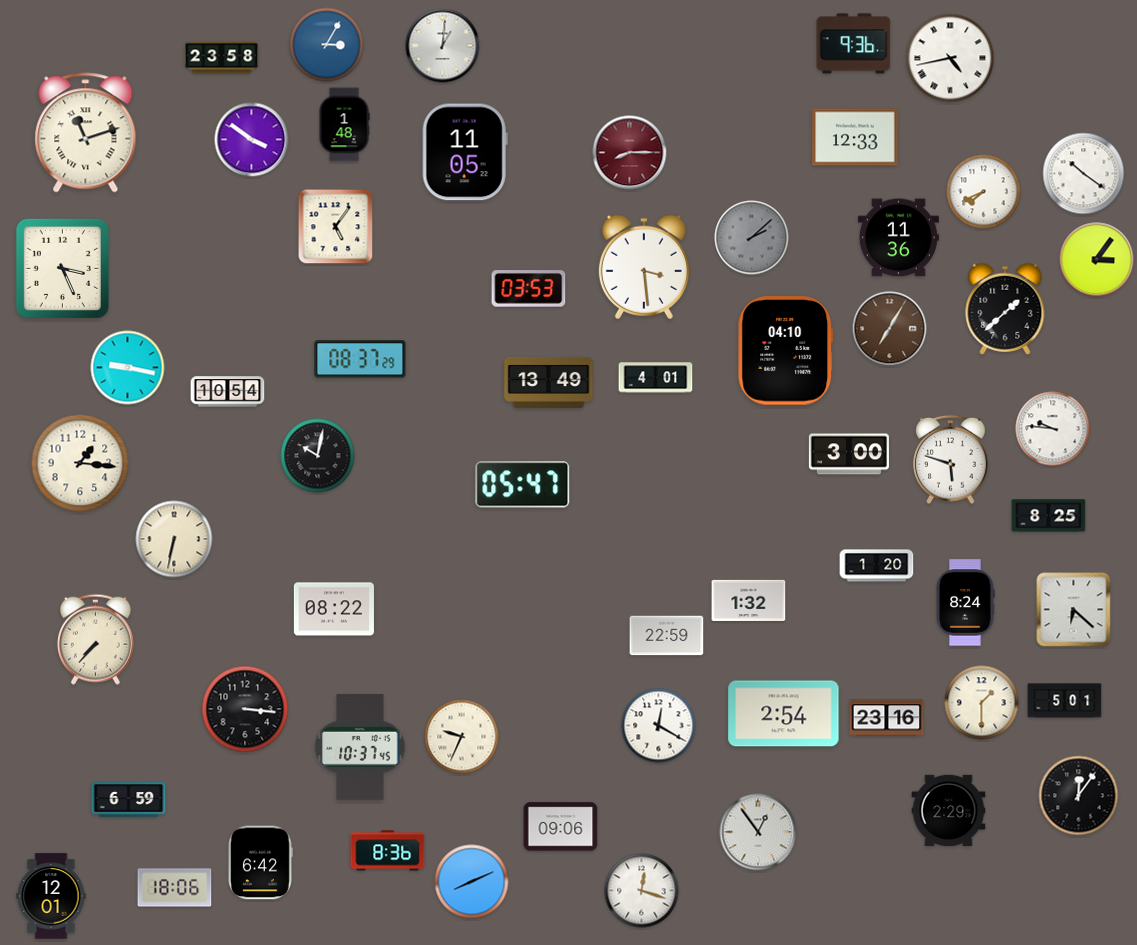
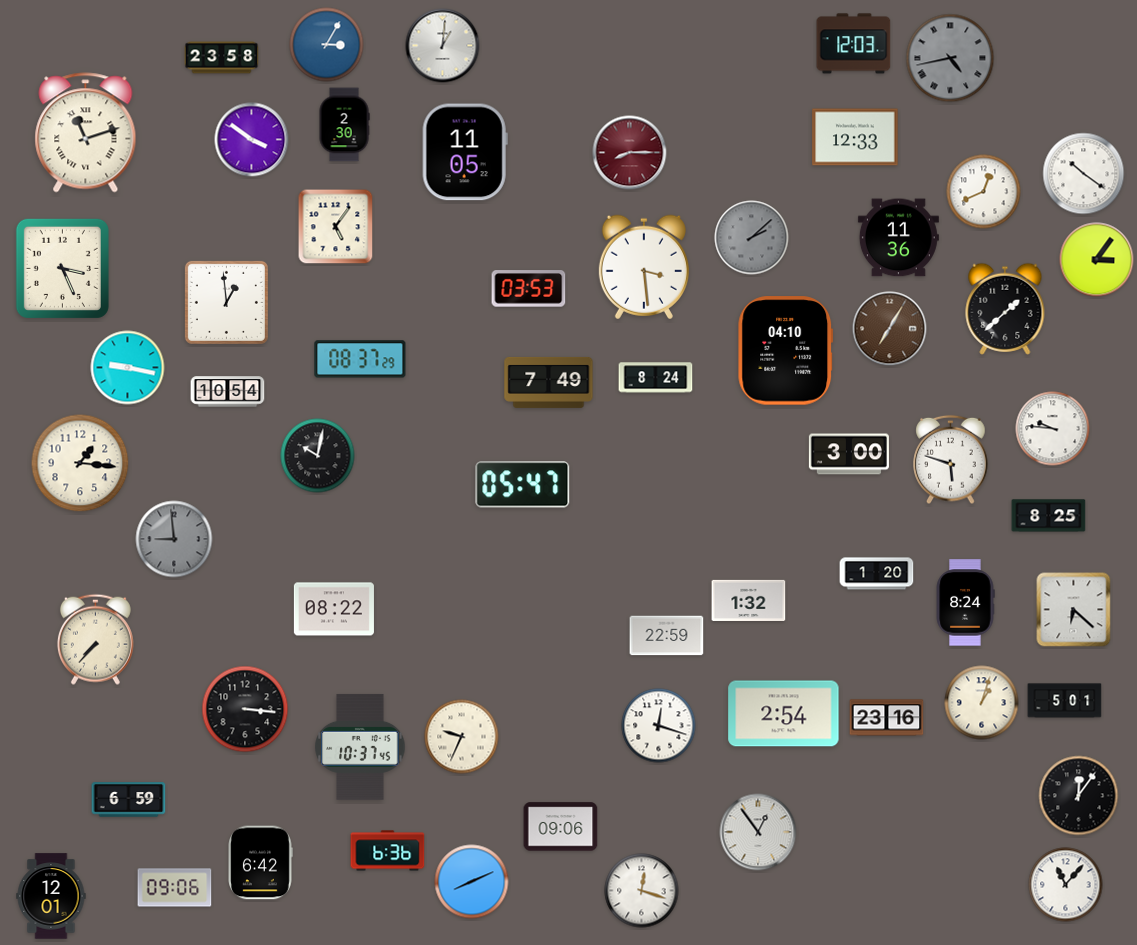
clock at (854, 44): 9:36 -> 12:03
clock at (950, 58) dial: white -> grey
clock at (344, 125): 1:48 -> 2:30
clock at (984, 192): 7:41 -> 12:41
clock at (226, 302): none -> 12:59
clock at (656, 378): 4:01 -> 8:24
clock at (549, 382): 13:49 -> 7:49
clock at (174, 539): 6:32 -> 8:59
clock at (174, 539) dial: cream -> grey
clock at (877, 566) position: (877, 566) -> (877, 574)
clock at (982, 703): 1:30 -> 1:03
clock at (659, 726): 12:20 -> 12:18
clock at (949, 811): 2:29 -> none
clock at (388, 851): 8:36 -> 6:36
clock at (1066, 885): none -> 11:07
clock at (175, 888): 18:06 -> 09:06
